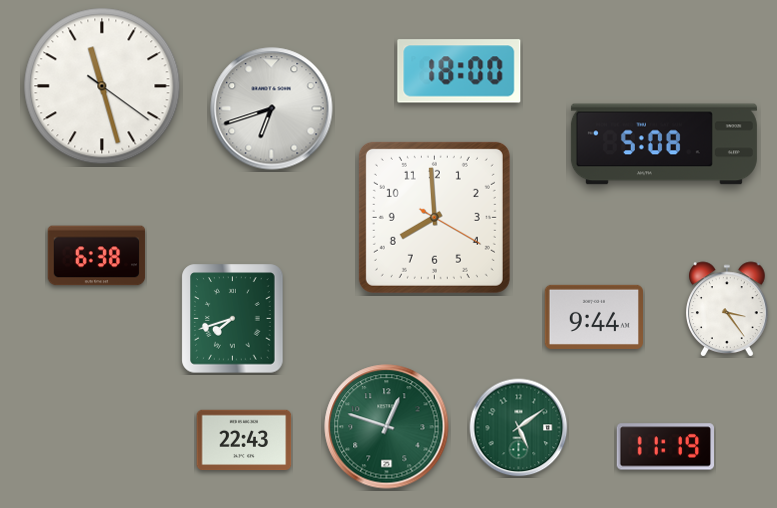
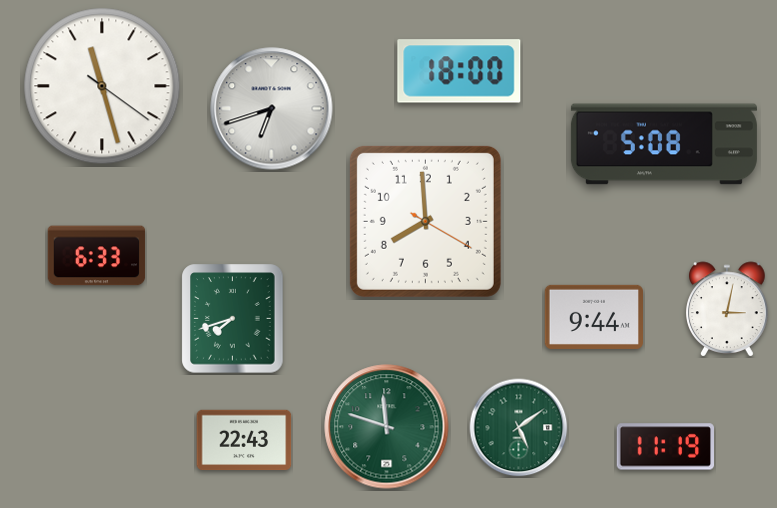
clock at (434, 217) position: (434, 217) -> (425, 221)
clock at (97, 256): 6:38 -> 6:33
clock at (728, 309): 3:24 -> 3:02
clock at (387, 427): 12:48 -> 11:48
